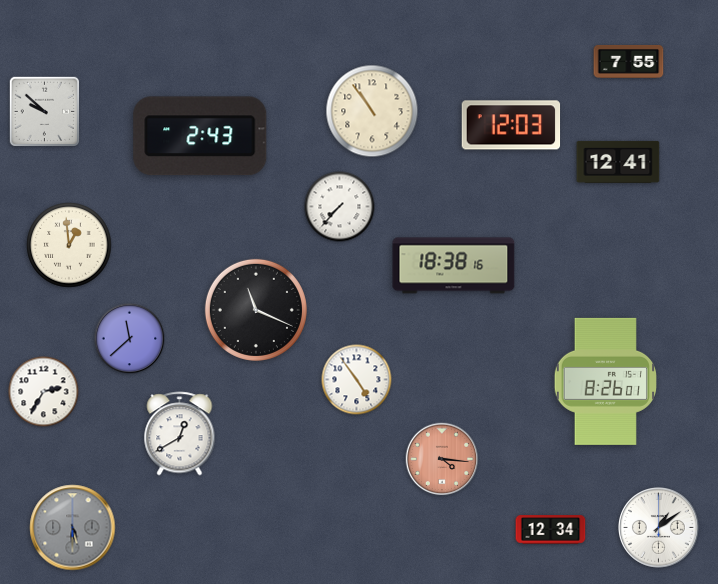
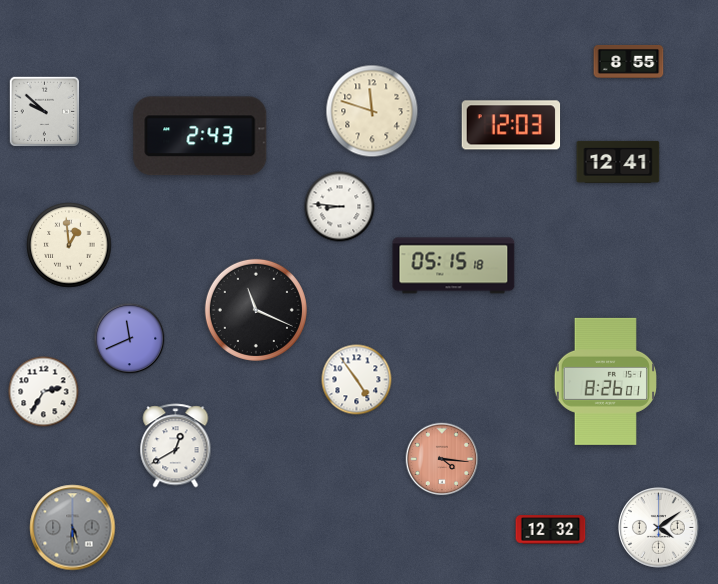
clock at (629, 61): 7:55 -> 8:55
clock at (372, 111): 10:54 -> 11:48
clock at (340, 207): 7:37 -> 8:46
clock at (454, 266): 18:38 -> 05:15
clock at (130, 339): 11:38 -> 11:41
clock at (180, 434) position: (180, 434) -> (176, 446)
clock at (659, 528): 1:09 -> 4:09
clock at (551, 530): 12:34 -> 12:32
